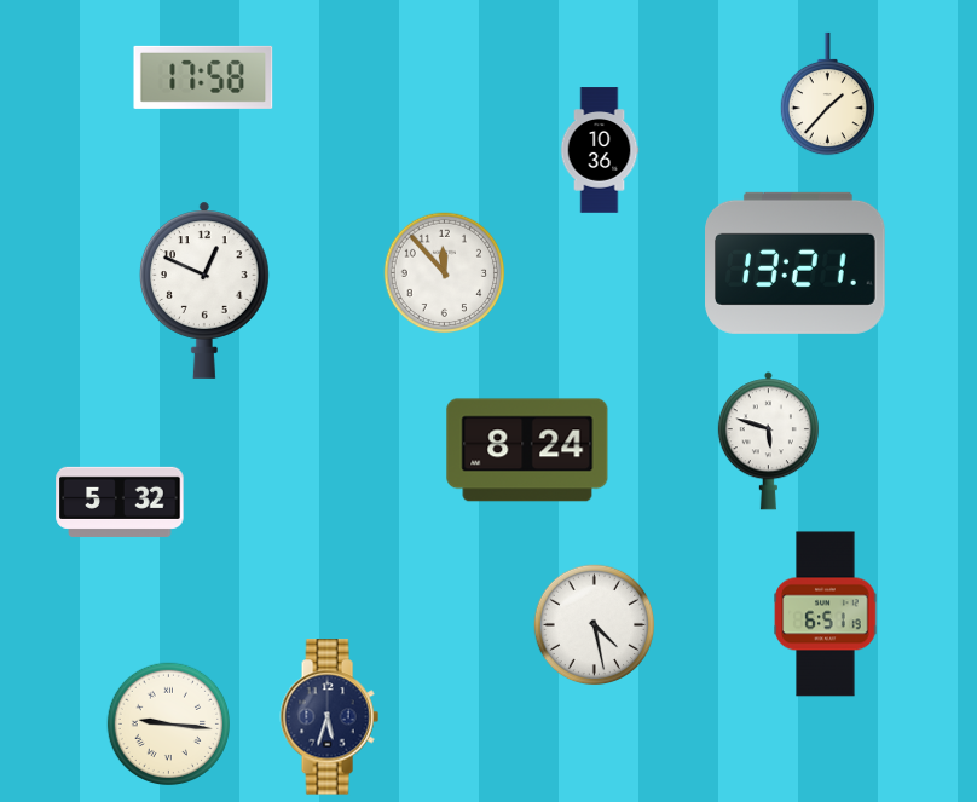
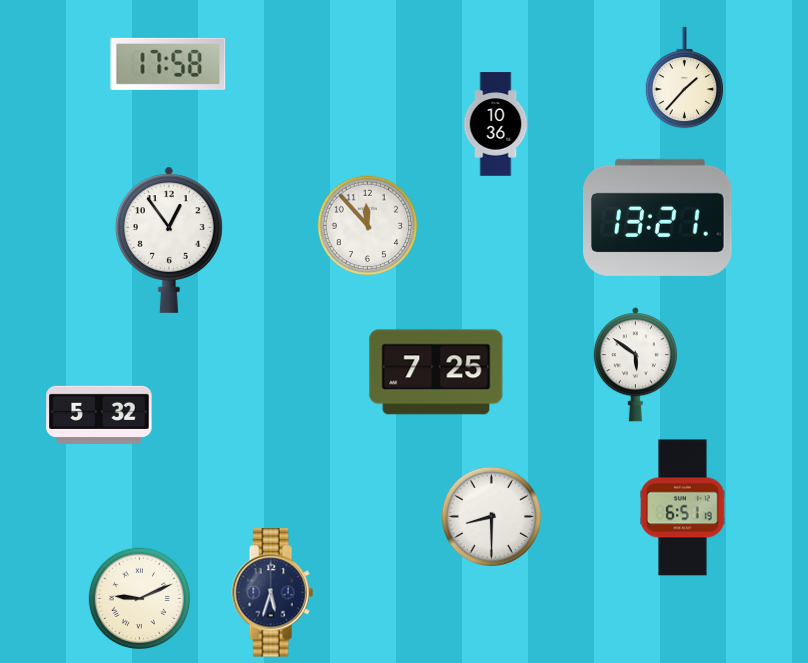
clock at (204, 290): 12:49 -> 12:54
clock at (768, 442): 5:48 -> 5:51
clock at (527, 450): 8:24 -> 7:25
clock at (595, 625): 4:28 -> 8:30
clock at (168, 723): 9:16 -> 9:11
